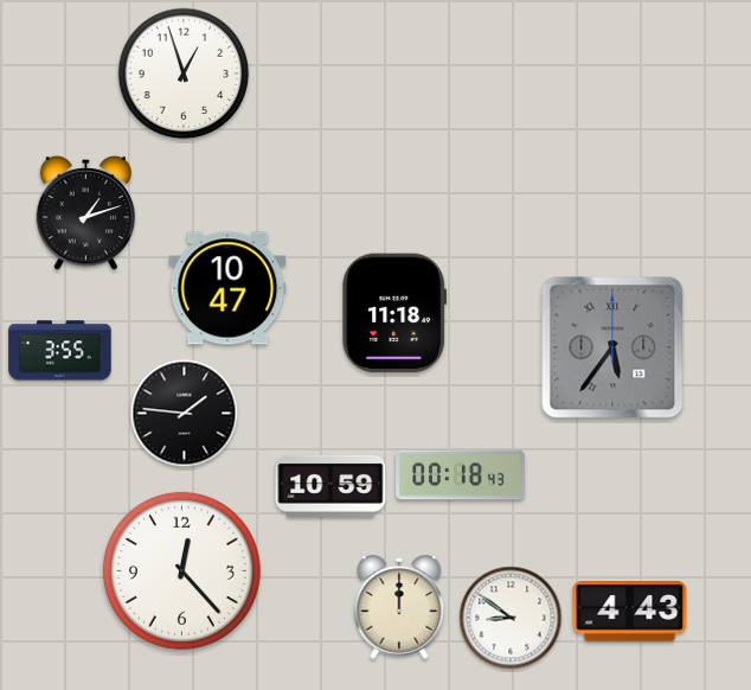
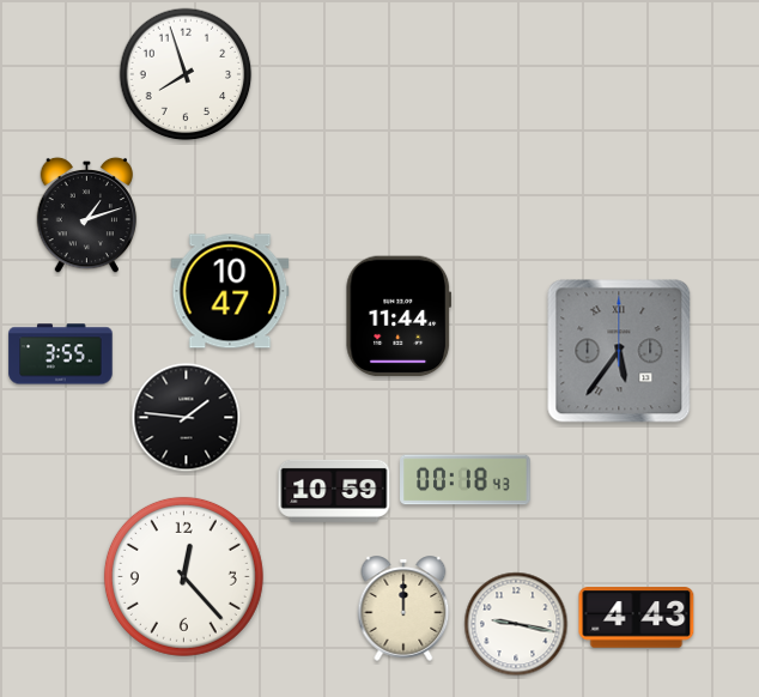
clock at (184, 74): 12:57 -> 7:57
clock at (394, 313): 11:18 -> 11:44
clock at (399, 607) position: (399, 607) -> (403, 608)
clock at (511, 618): 8:51 -> 9:17
